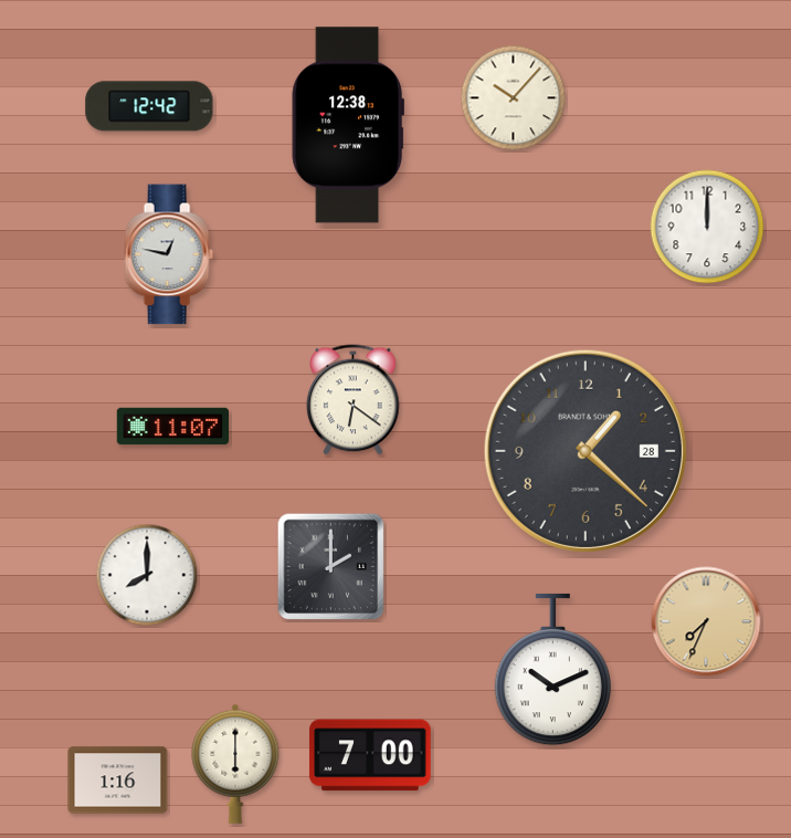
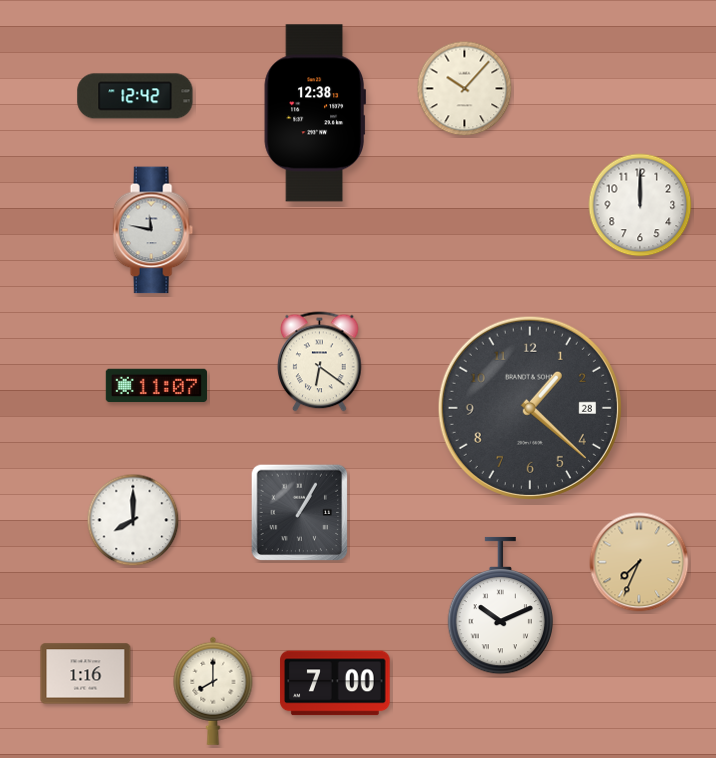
clock at (169, 254): 12:47 -> 11:47
clock at (331, 567): 2:00 -> 1:05
clock at (235, 764): 6:00 -> 8:00
clock at (118, 781) position: (118, 781) -> (86, 674)
